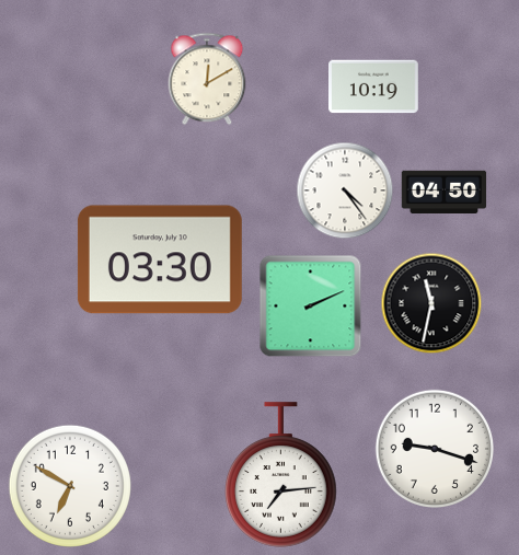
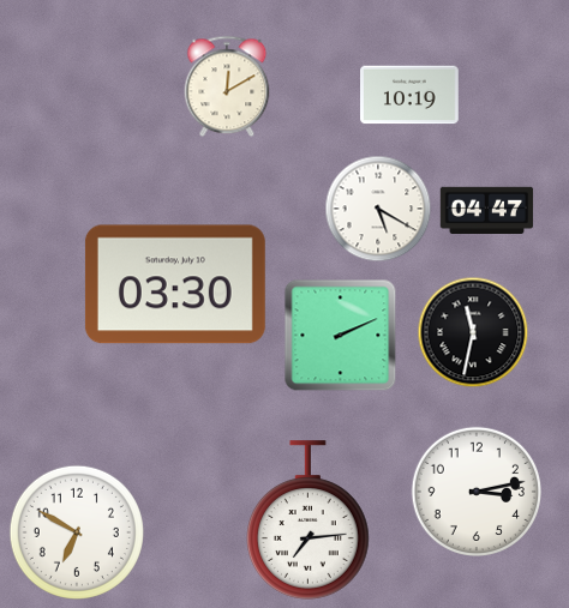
clock at (345, 190): 4:24 -> 5:20
clock at (445, 193): 04:50 -> 04:47
clock at (434, 448): 9:18 -> 3:13
